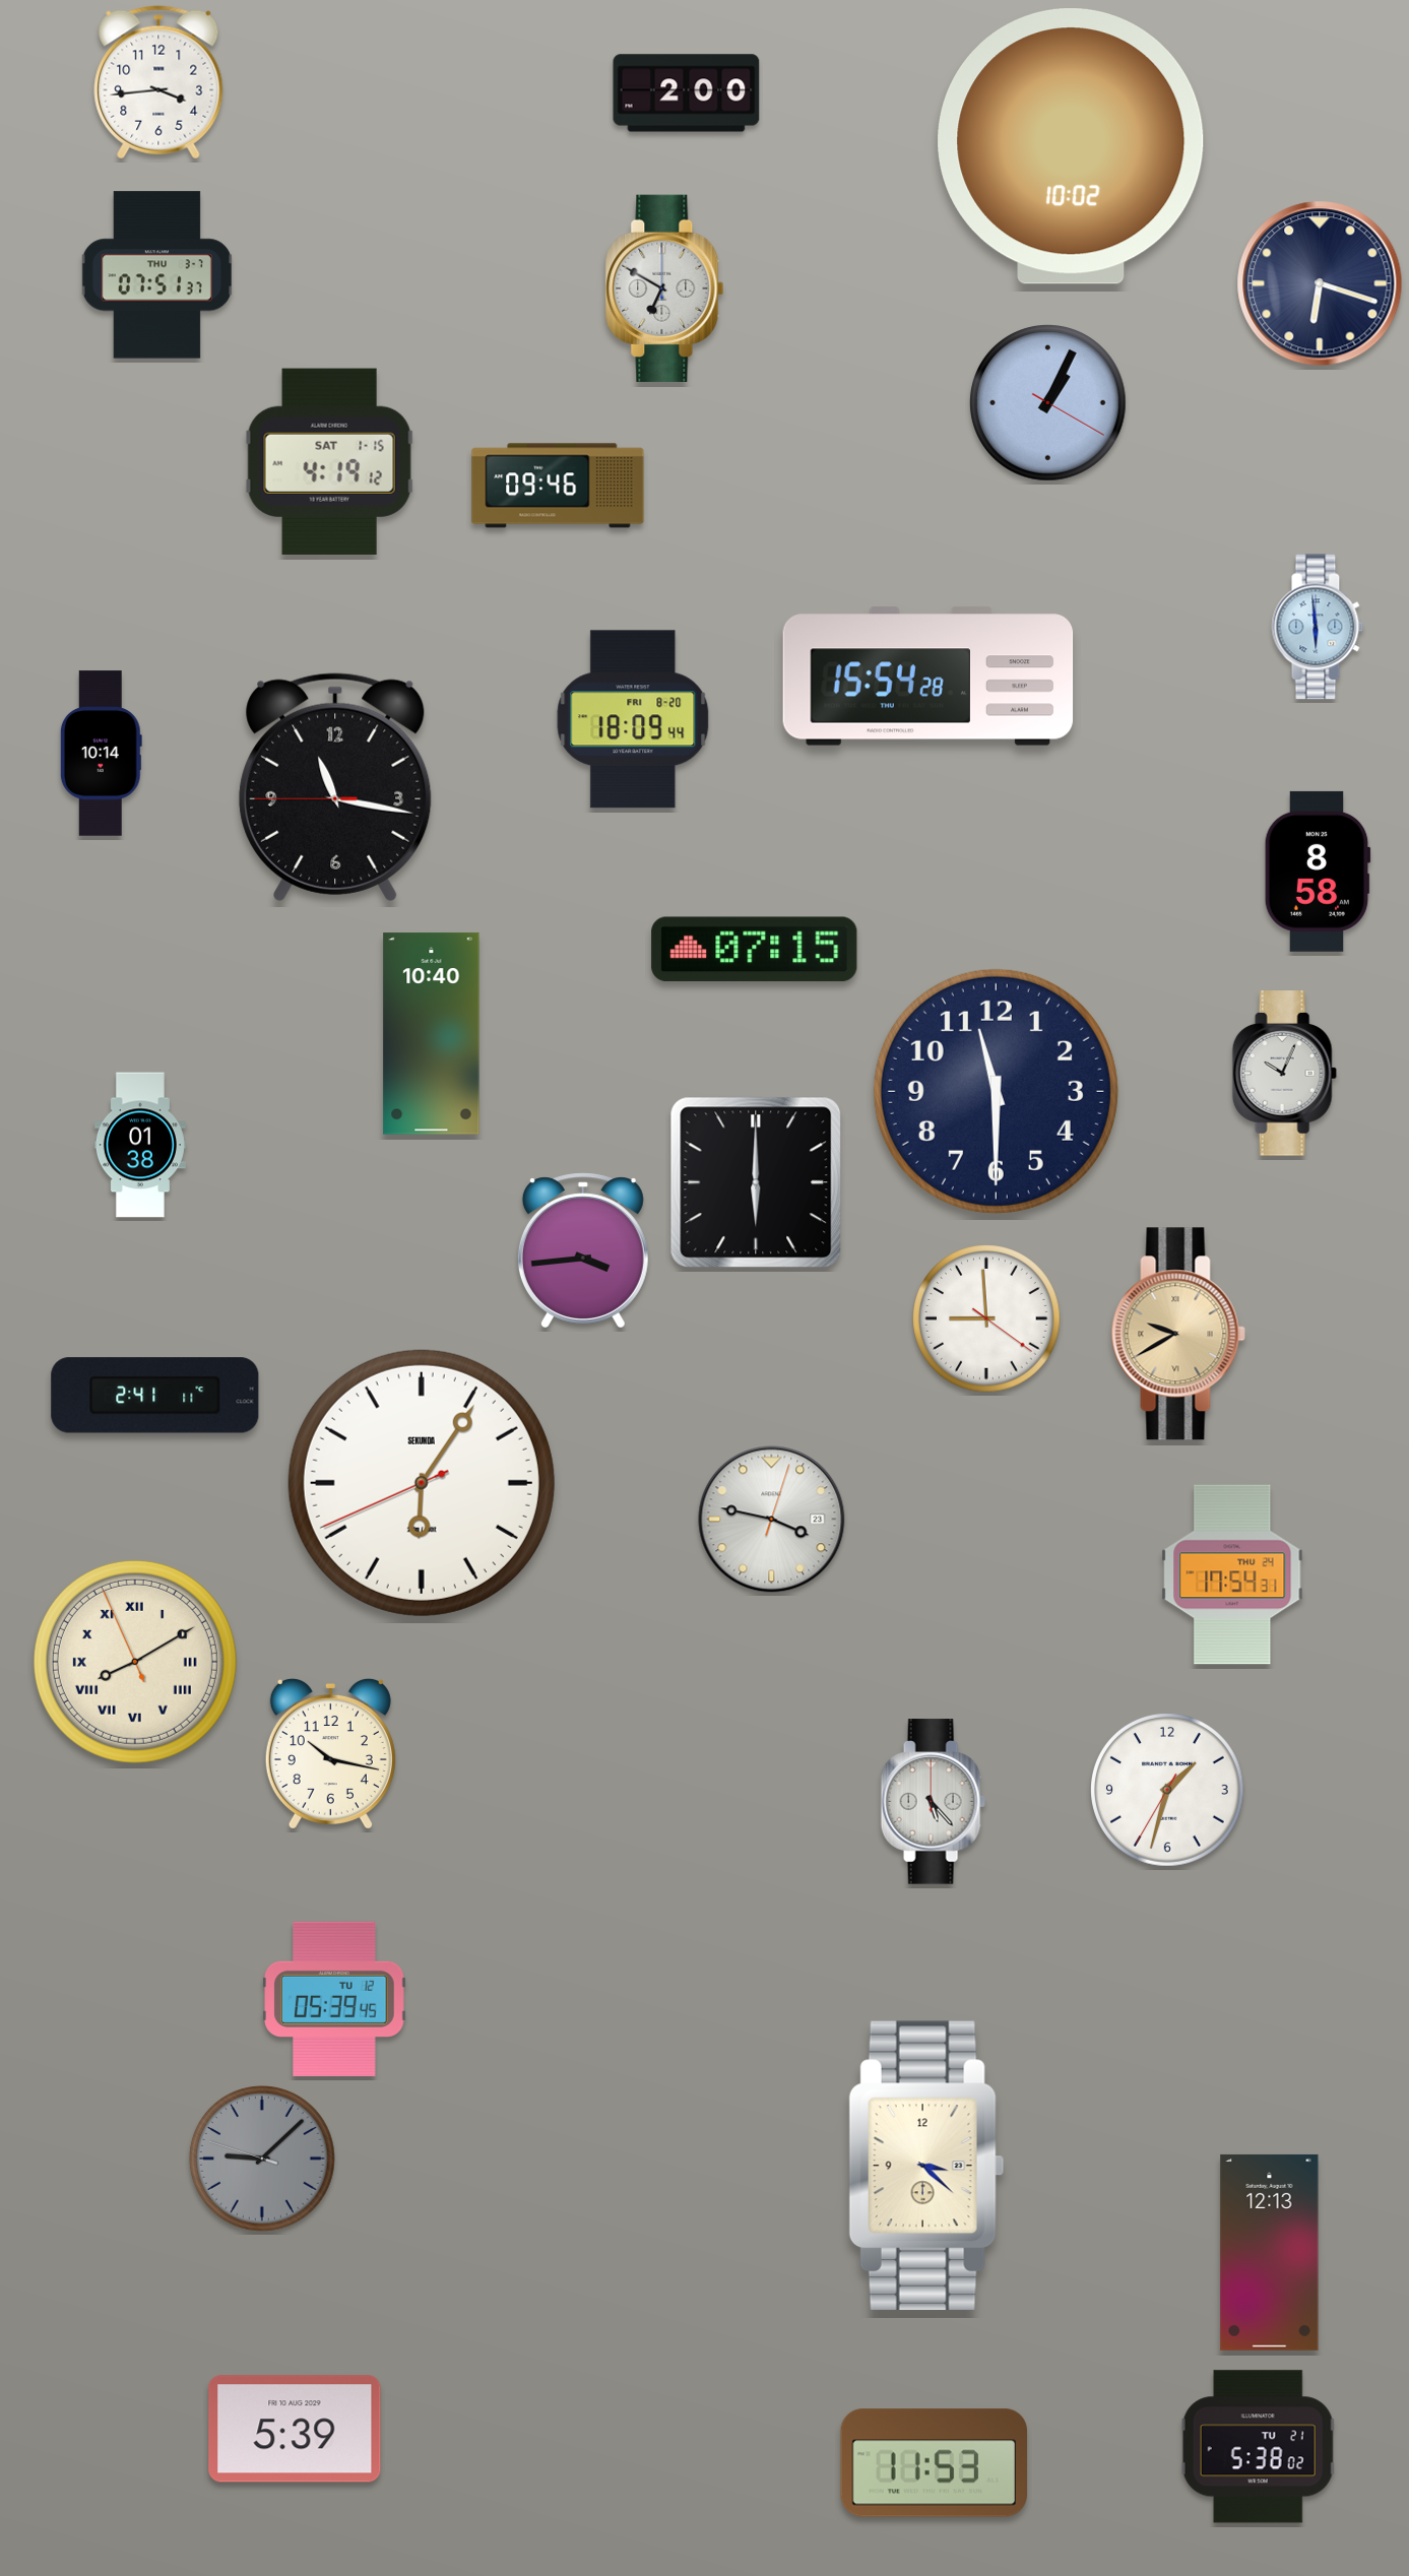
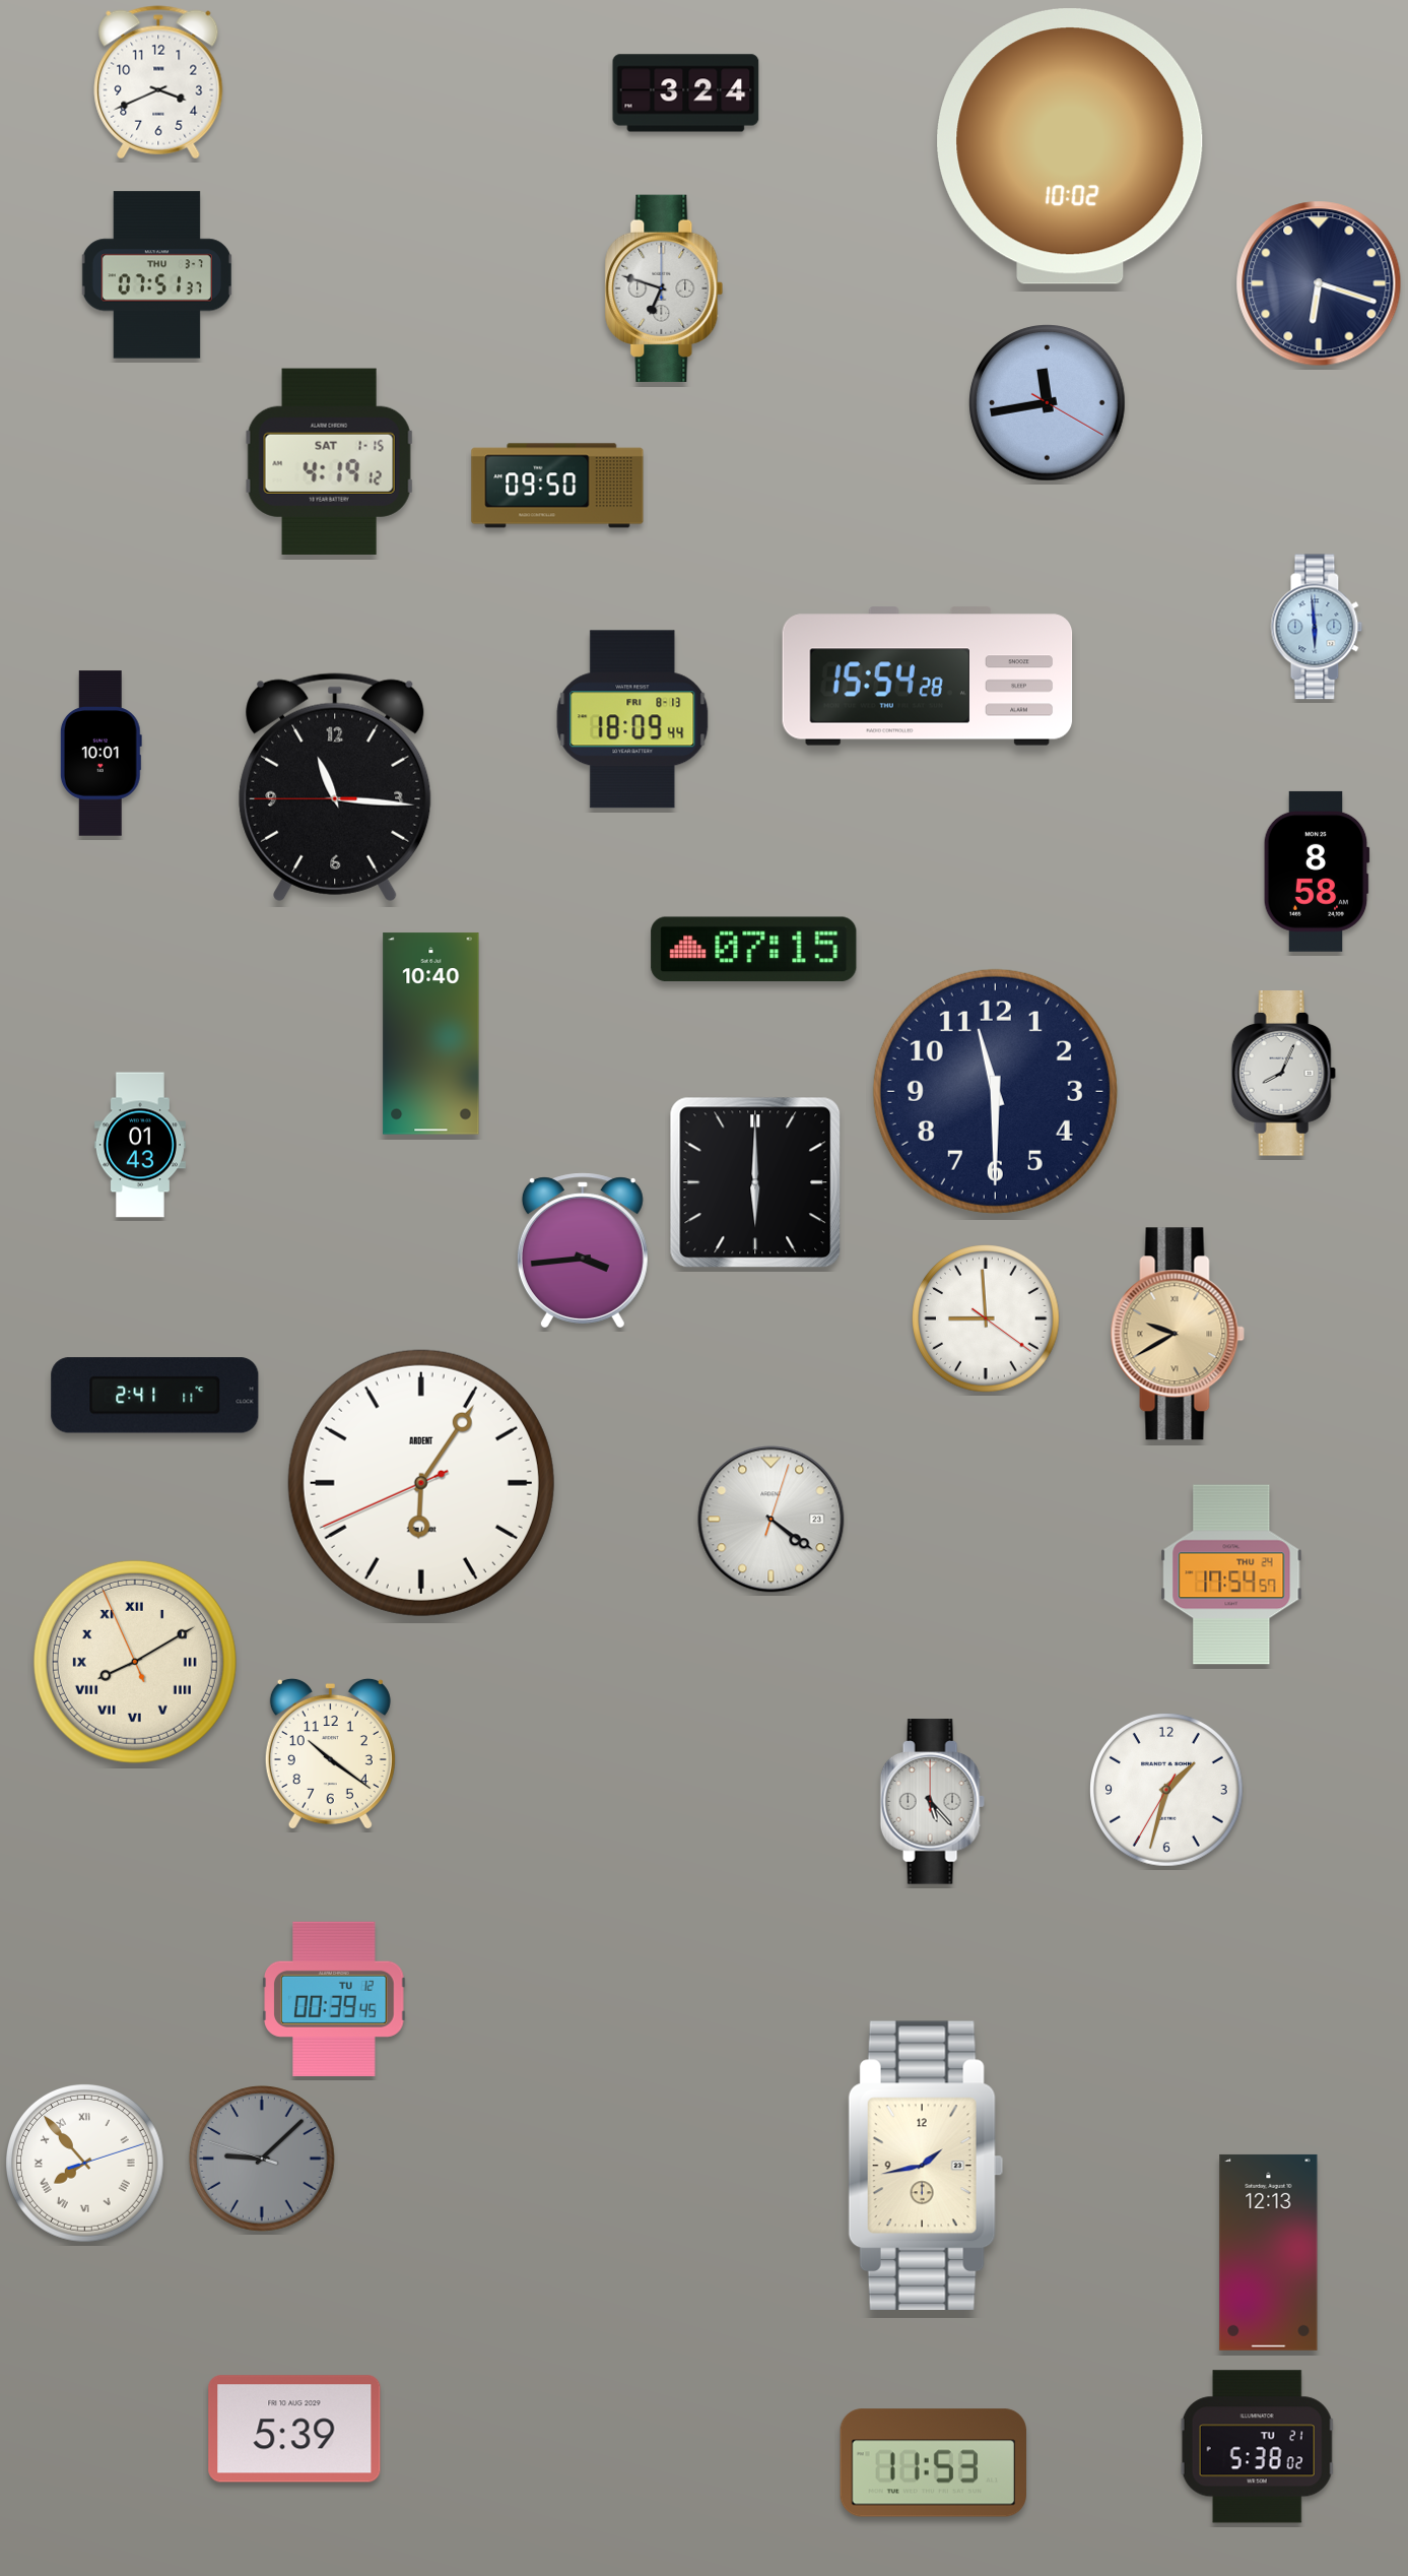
clock at (158, 82): 3:44 -> 3:41
clock at (687, 93): 2:00 -> 3:24
clock at (664, 288): 6:50 -> 6:48
clock at (1048, 403): 1:04 -> 11:43
clock at (558, 486): 09:46 -> 09:50
clock at (633, 719) date: FRI 8-20 -> FRI 8-13
clock at (101, 754): 10:14 -> 10:01
clock at (335, 787): 11:16 -> 11:15
clock at (1284, 1074): 10:04 -> 8:04
clock at (140, 1145): 01:38 -> 01:43
clock at (422, 1483) brand: SEKUNDA -> ARDENT
clock at (772, 1520): 3:47 -> 4:21
clock at (1232, 1574): 17:54:31 -> 17:54:57
clock at (330, 1753): 10:17 -> 10:21
clock at (334, 1999): 05:39 -> 00:39
clock at (85, 2164): none -> 7:53
clock at (926, 2166): 3:22 -> 1:43
